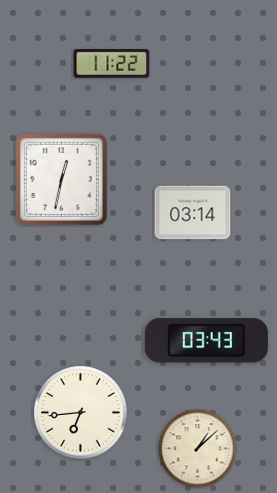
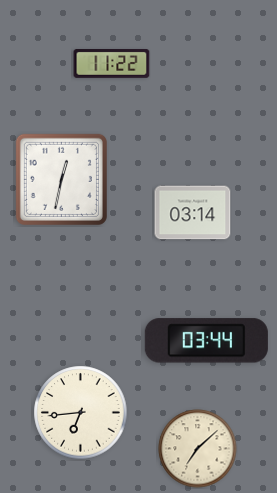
clock at (206, 341): 03:43 -> 03:44
clock at (198, 449): 1:08 -> 7:08
